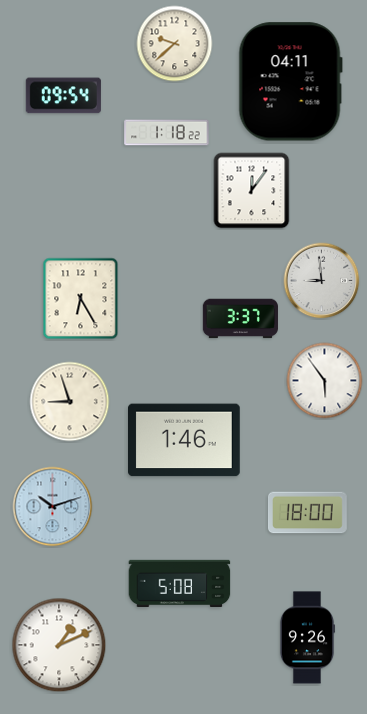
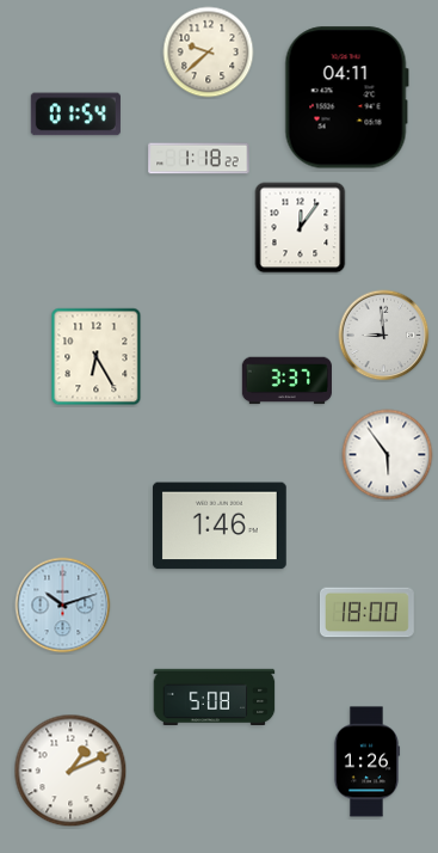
clock at (63, 96): 09:54 -> 01:54
clock at (70, 402): 8:57 -> none
clock at (307, 638): 9:26 -> 1:26
